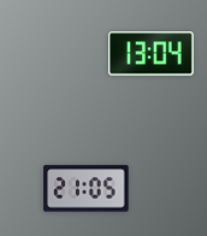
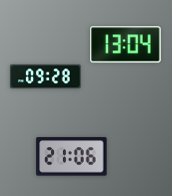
clock at (46, 77): none -> 09:28
clock at (87, 189): 21:05 -> 21:06
